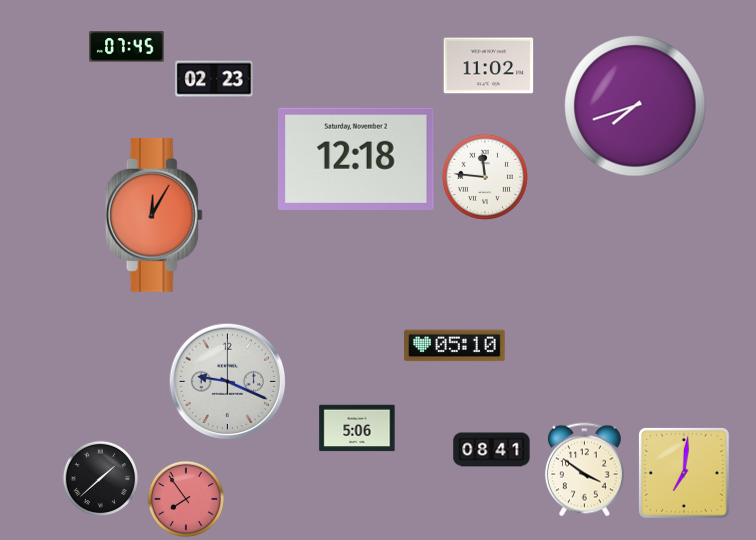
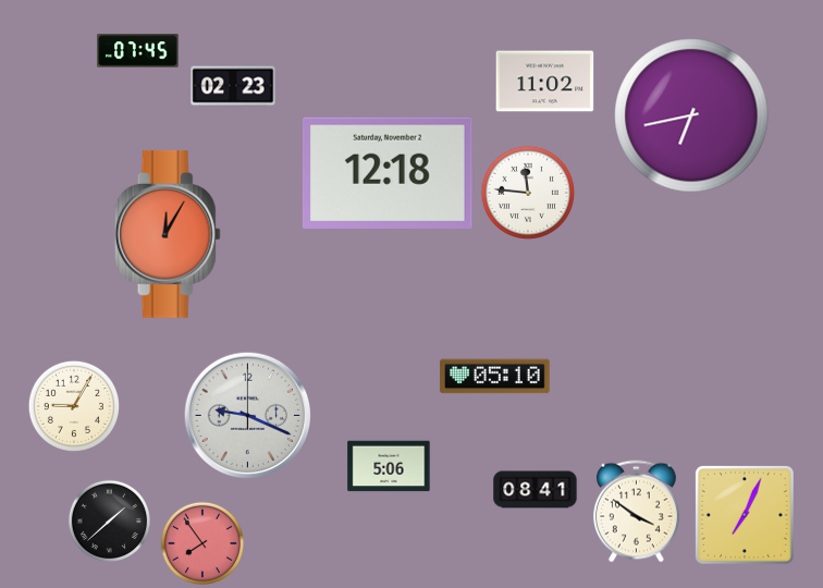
clock at (489, 66) position: (489, 66) -> (545, 82)
clock at (635, 106): 7:42 -> 6:43
clock at (74, 406): none -> 9:05
clock at (684, 473): 7:01 -> 7:04
